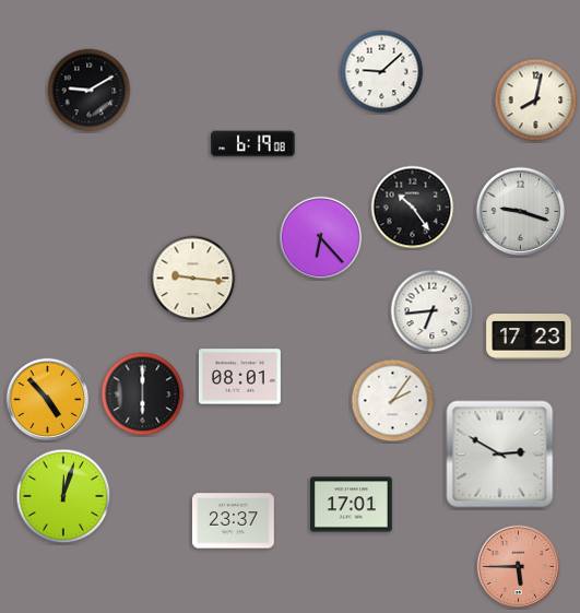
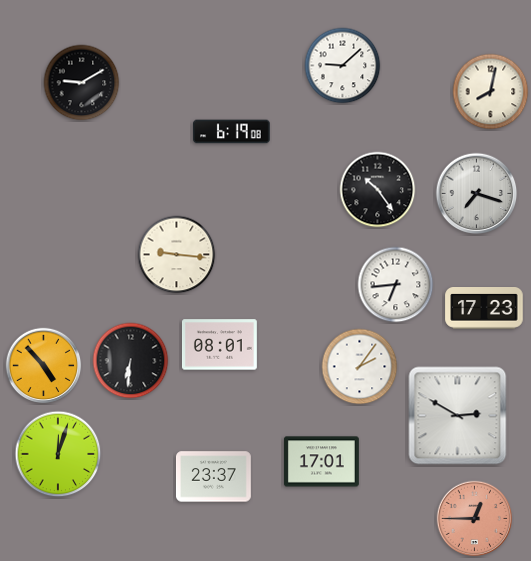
clock at (382, 72) position: (382, 72) -> (343, 66)
clock at (521, 212): 9:18 -> 7:18
clock at (321, 238): 6:23 -> none
clock at (143, 394): 6:00 -> 6:31
clock at (519, 567): 5:45 -> 12:45
